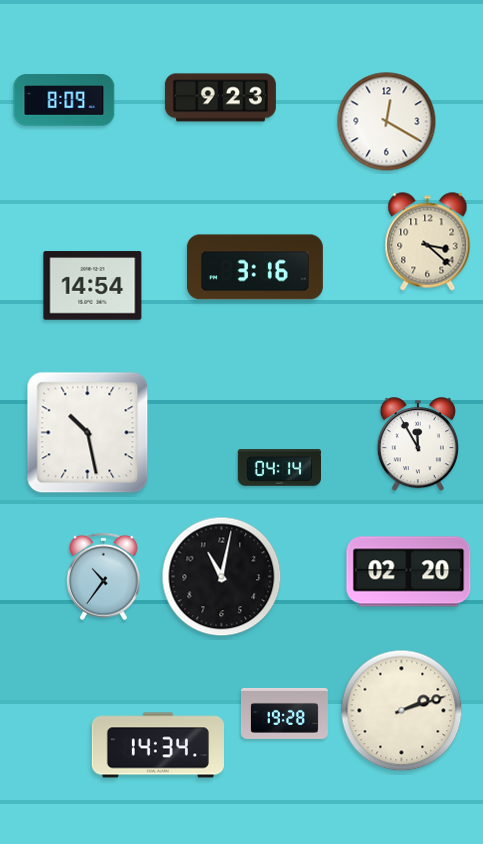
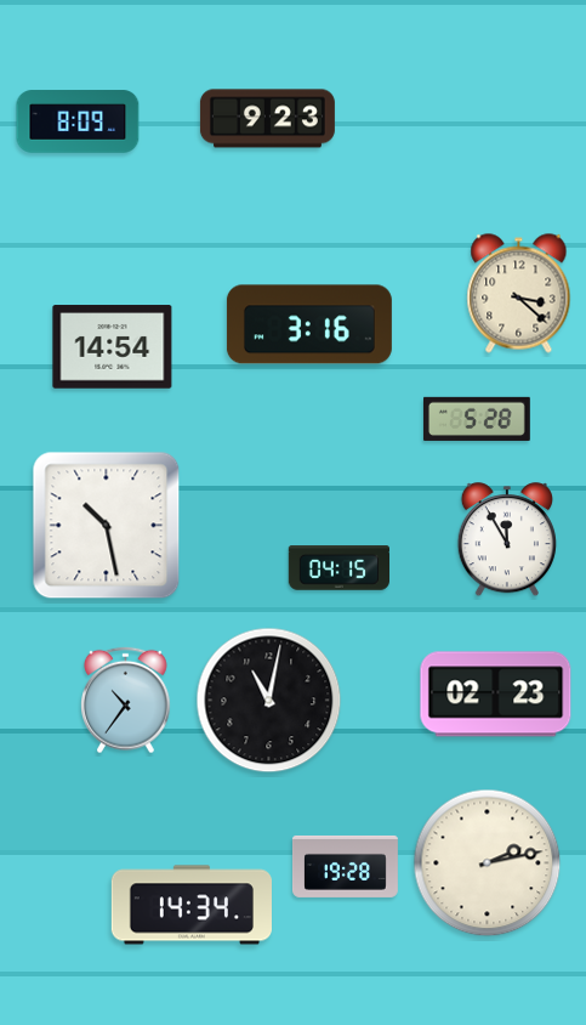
clock at (387, 122): 12:20 -> none
clock at (477, 419): none -> 5:28
clock at (279, 468): 04:14 -> 04:15
clock at (409, 572): 02:20 -> 02:23
clock at (402, 711): 2:12 -> 2:13
